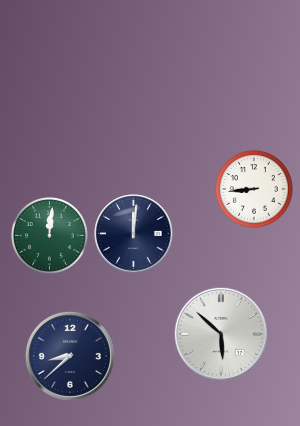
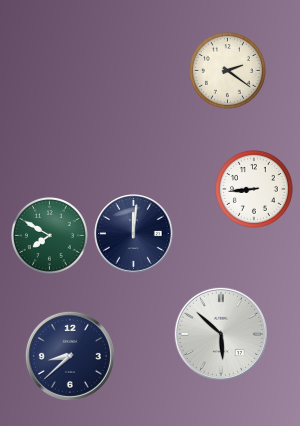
clock at (227, 70): none -> 2:21
clock at (49, 235): 12:01 -> 7:50
